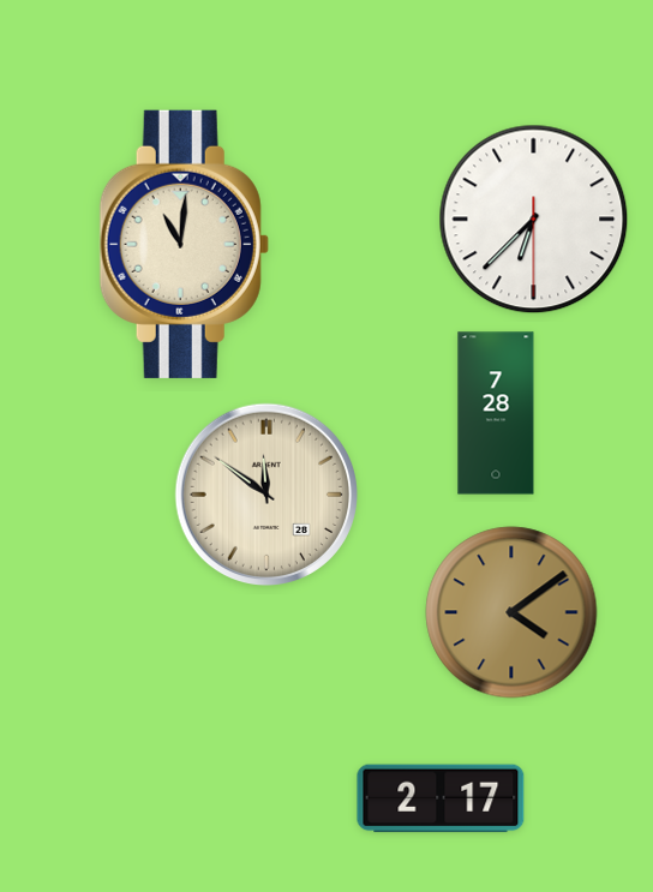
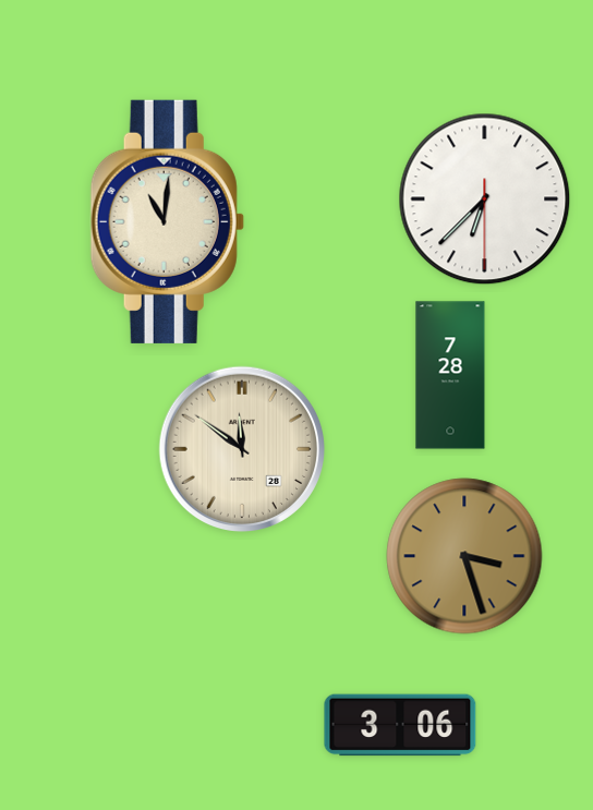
clock at (511, 612): 4:09 -> 3:27
clock at (441, 798): 2:17 -> 3:06
